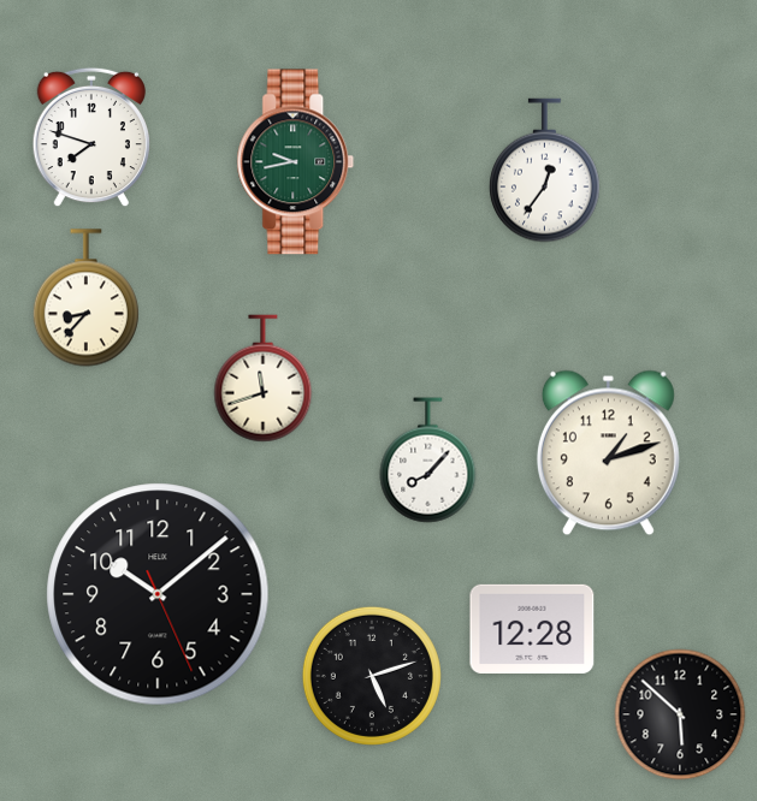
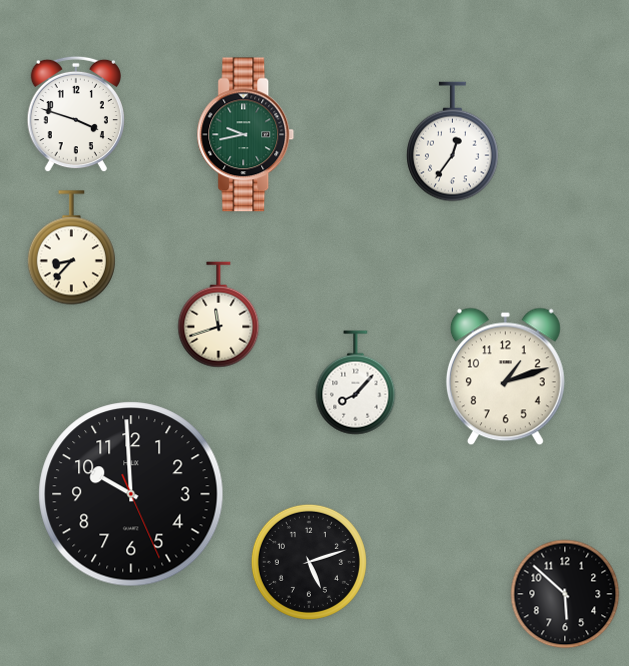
clock at (91, 137): 7:48 -> 3:48
clock at (158, 594): 10:08 -> 9:59
clock at (532, 629): 12:28 -> none
